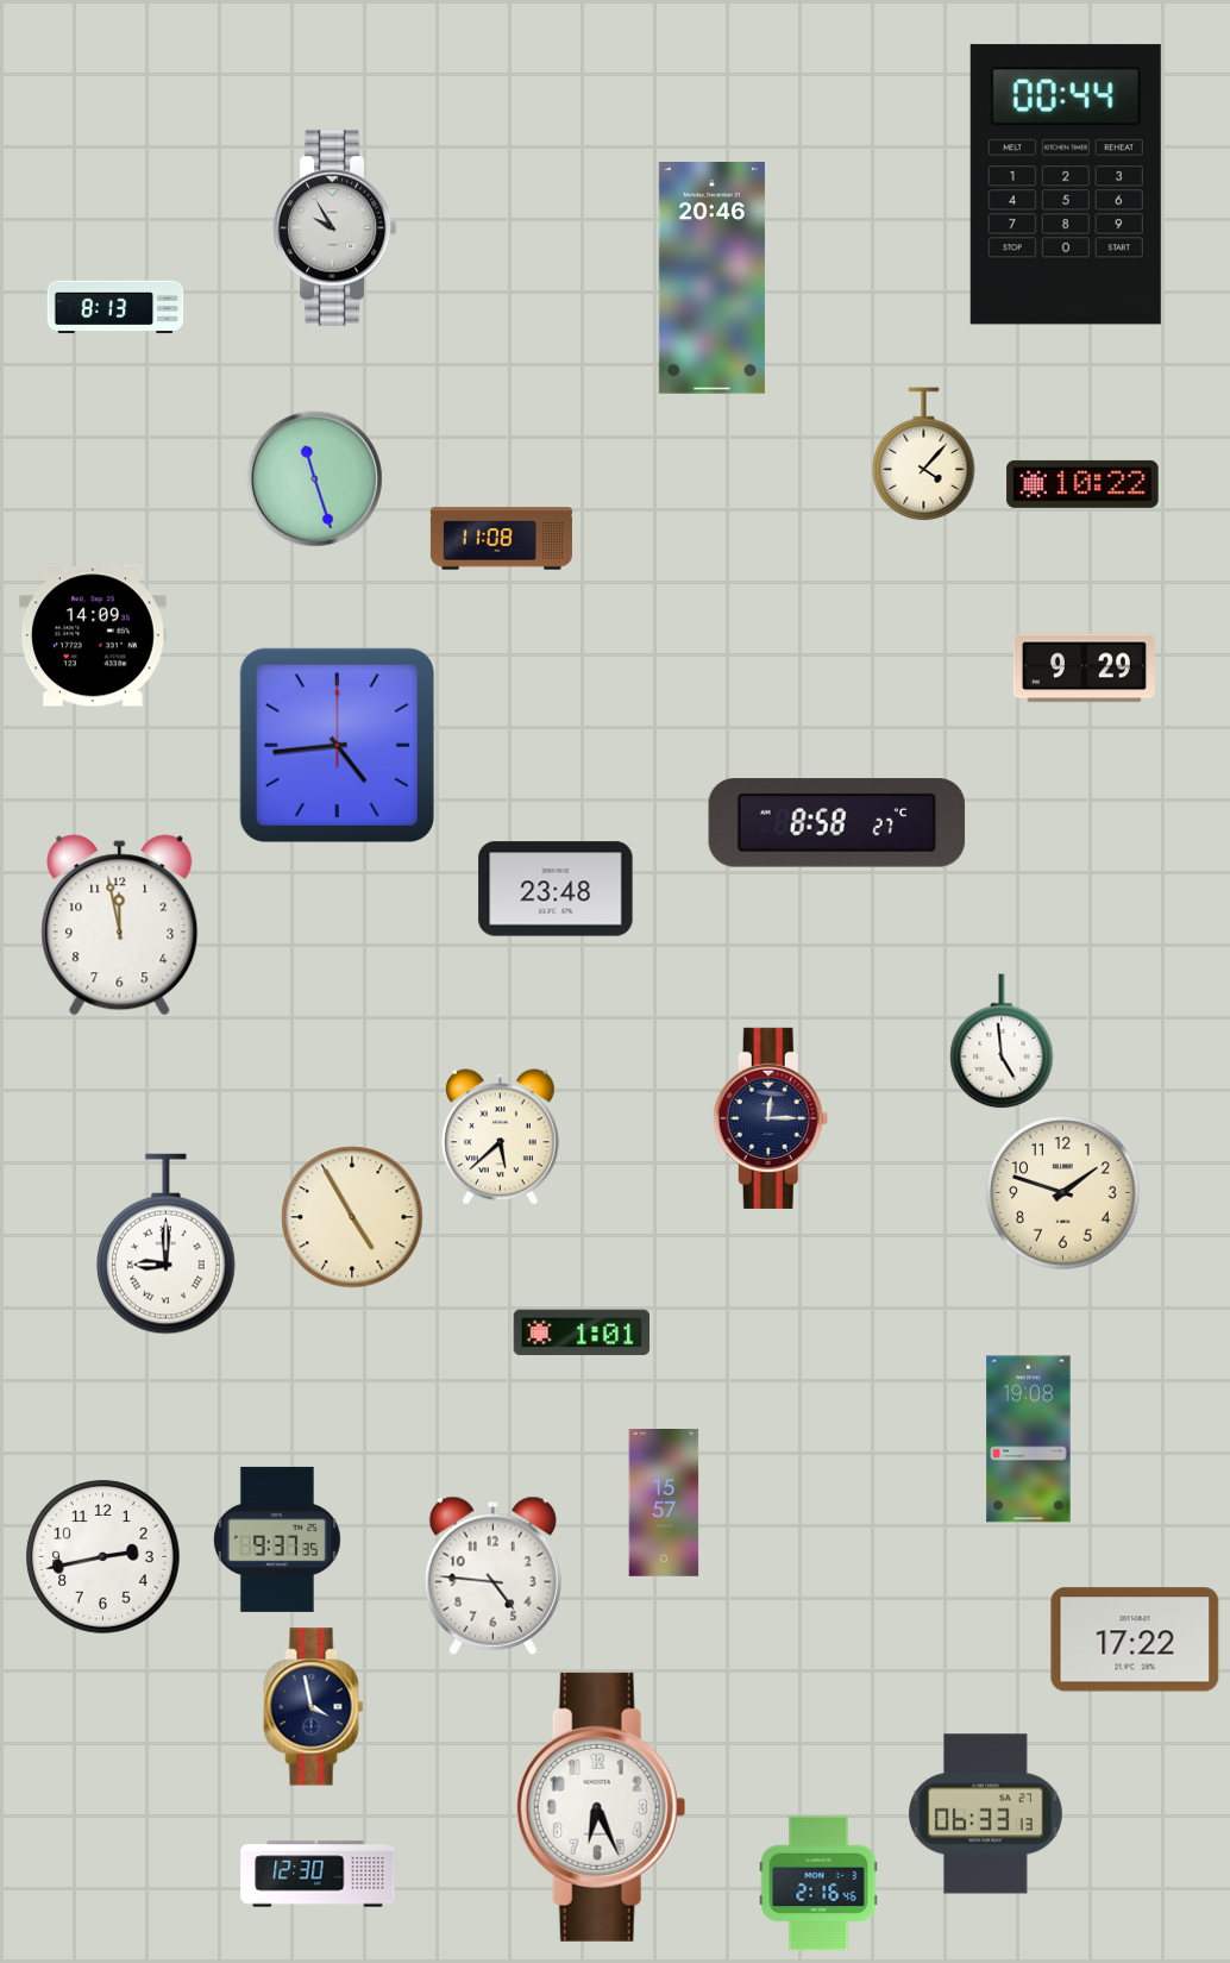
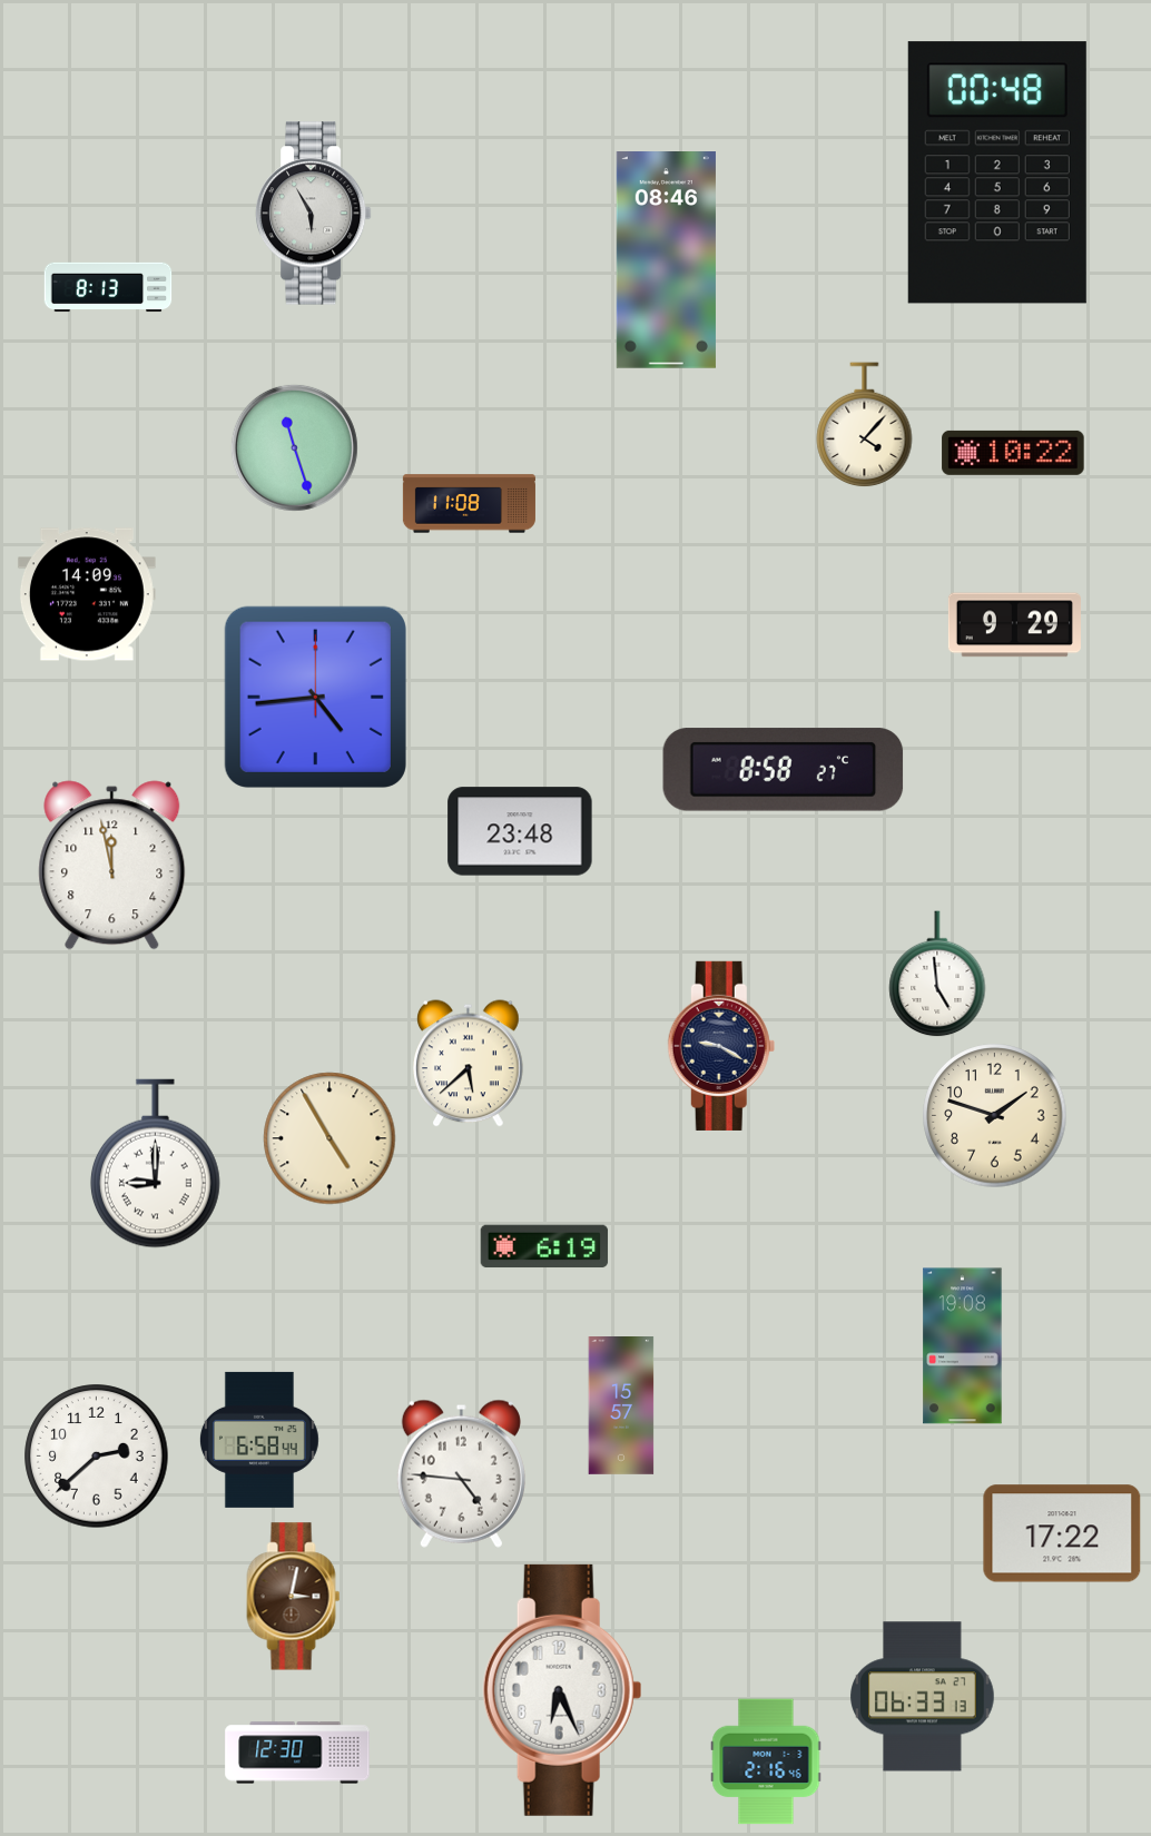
clock at (1066, 184): 00:44 -> 00:48
clock at (334, 228): 9:55 -> 5:55
clock at (711, 278): 20:46 -> 08:46
clock at (771, 1118): 12:15 -> 9:20
clock at (582, 1332): 1:01 -> 6:19
clock at (277, 1539): 9:37 -> 6:58
clock at (103, 1557): 2:43 -> 2:38
clock at (314, 1707): 3:58 -> 3:02
clock at (314, 1707) dial: navy -> brown
